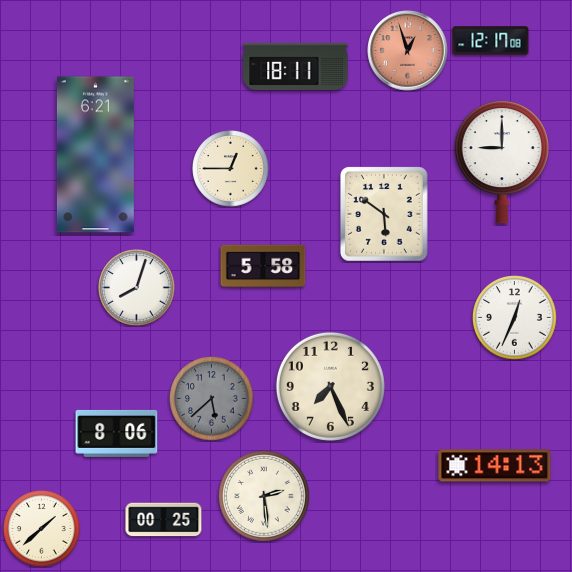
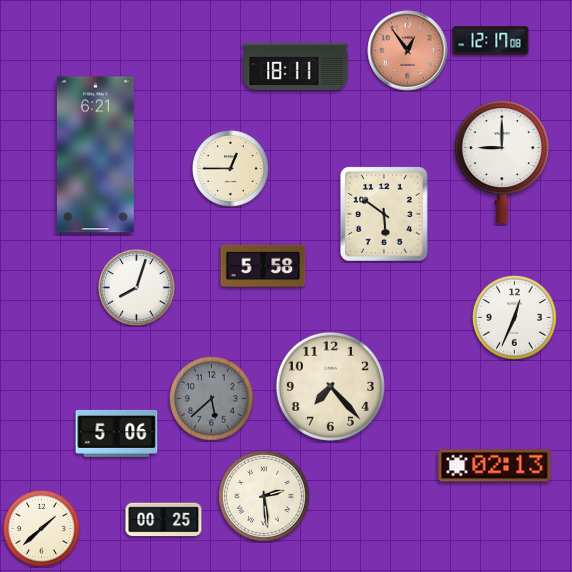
clock at (408, 51): 12:57 -> 12:54
clock at (330, 386): 7:26 -> 7:23
clock at (117, 433): 8:06 -> 5:06
clock at (495, 466): 14:13 -> 02:13
